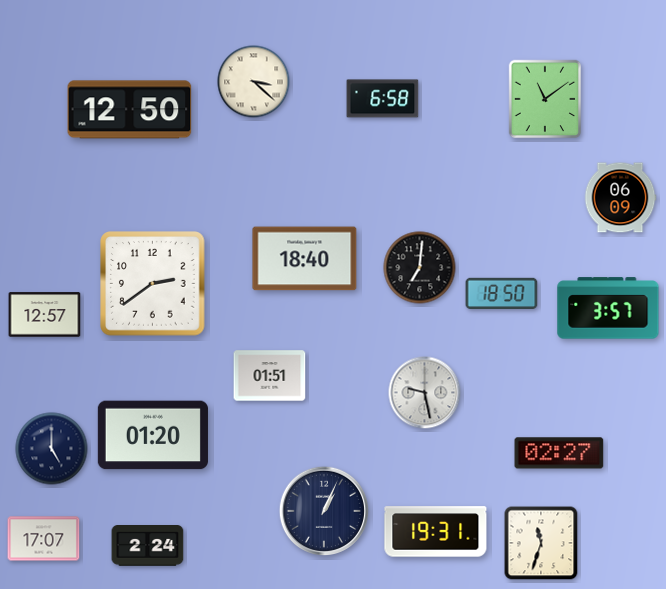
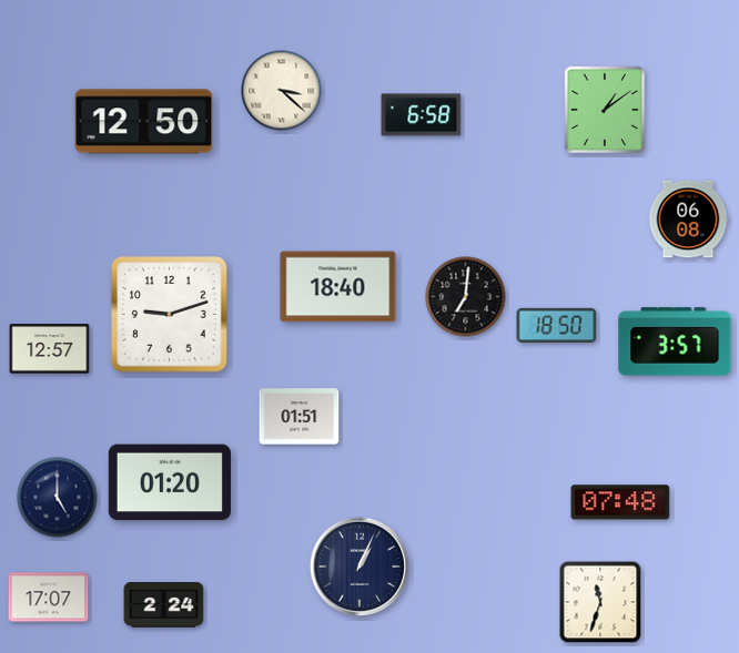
clock at (383, 99) position: (383, 99) -> (422, 115)
clock at (545, 99): 11:09 -> 1:09
clock at (620, 198): 06:09 -> 06:08
clock at (153, 284): 2:39 -> 9:12
clock at (425, 393): 9:28 -> none
clock at (559, 453): 02:27 -> 07:48
clock at (436, 532): 19:31 -> none
